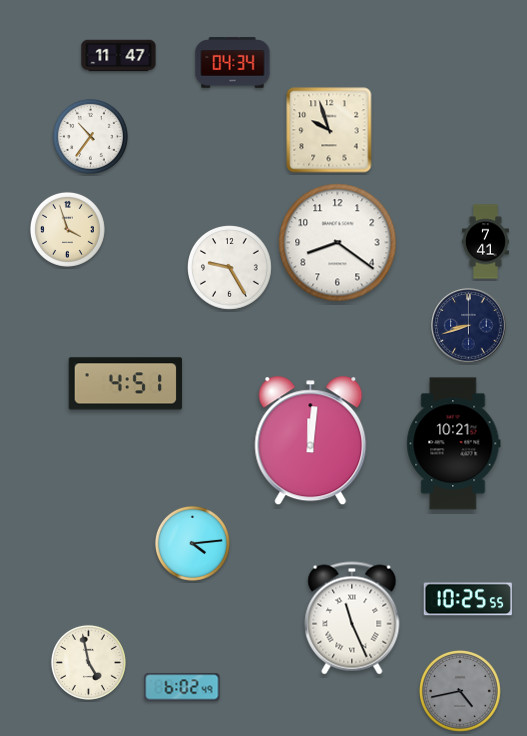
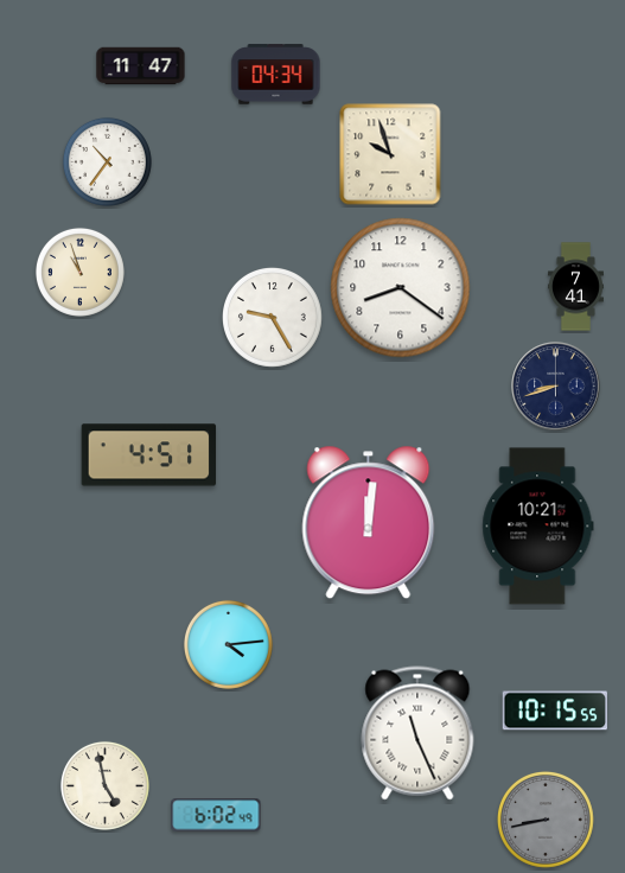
clock at (67, 229): 3:57 -> 10:57
clock at (467, 599): 10:25 -> 10:15
clock at (460, 691): 4:43 -> 8:43
